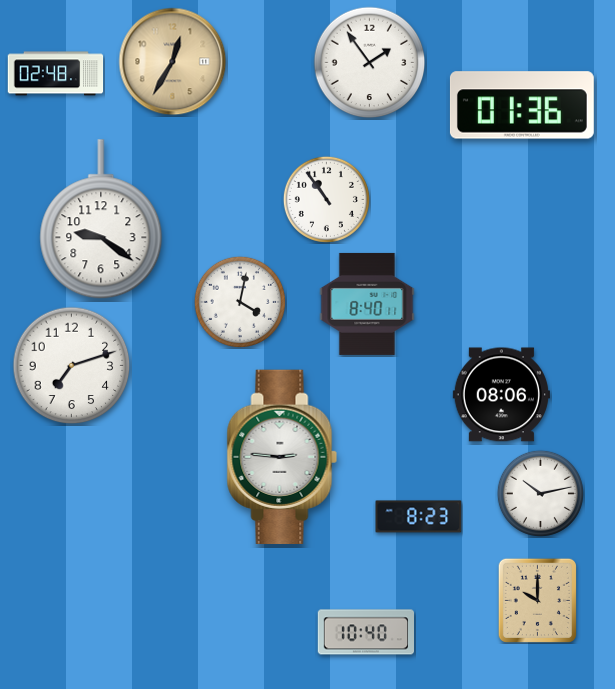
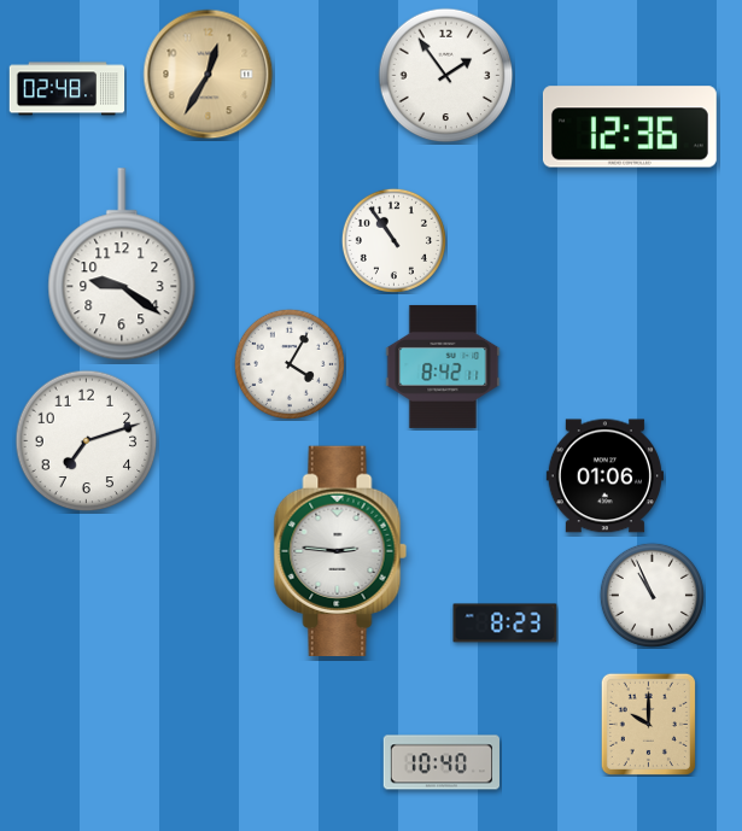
clock at (522, 105): 01:36 -> 12:36
clock at (240, 302): 4:02 -> 4:05
clock at (367, 304): 8:40 -> 8:42
clock at (501, 395): 08:06 -> 01:06
clock at (540, 493): 10:13 -> 10:56
